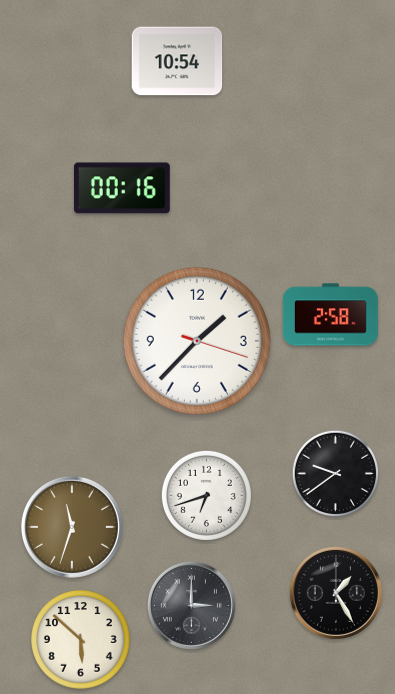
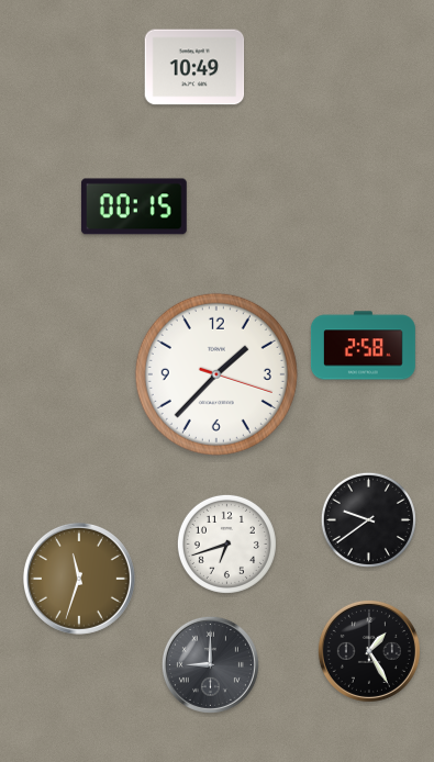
clock at (177, 61): 10:54 -> 10:49
clock at (122, 188): 00:16 -> 00:15
clock at (191, 605): 3:00 -> 9:00
clock at (81, 640): 5:52 -> none
